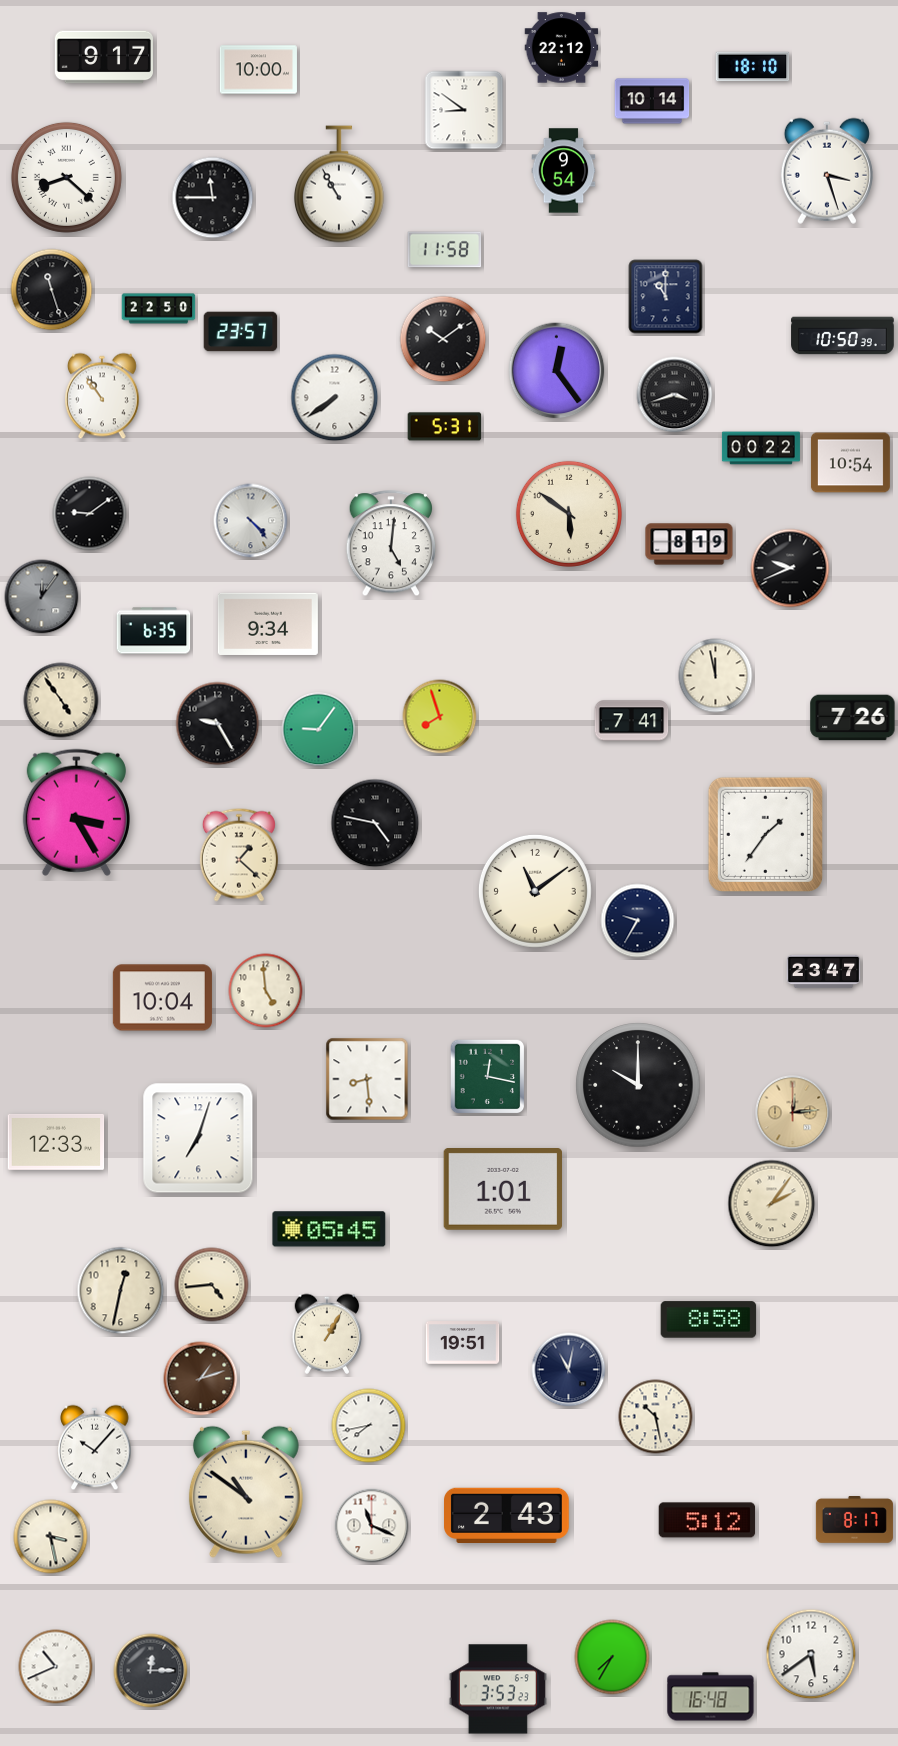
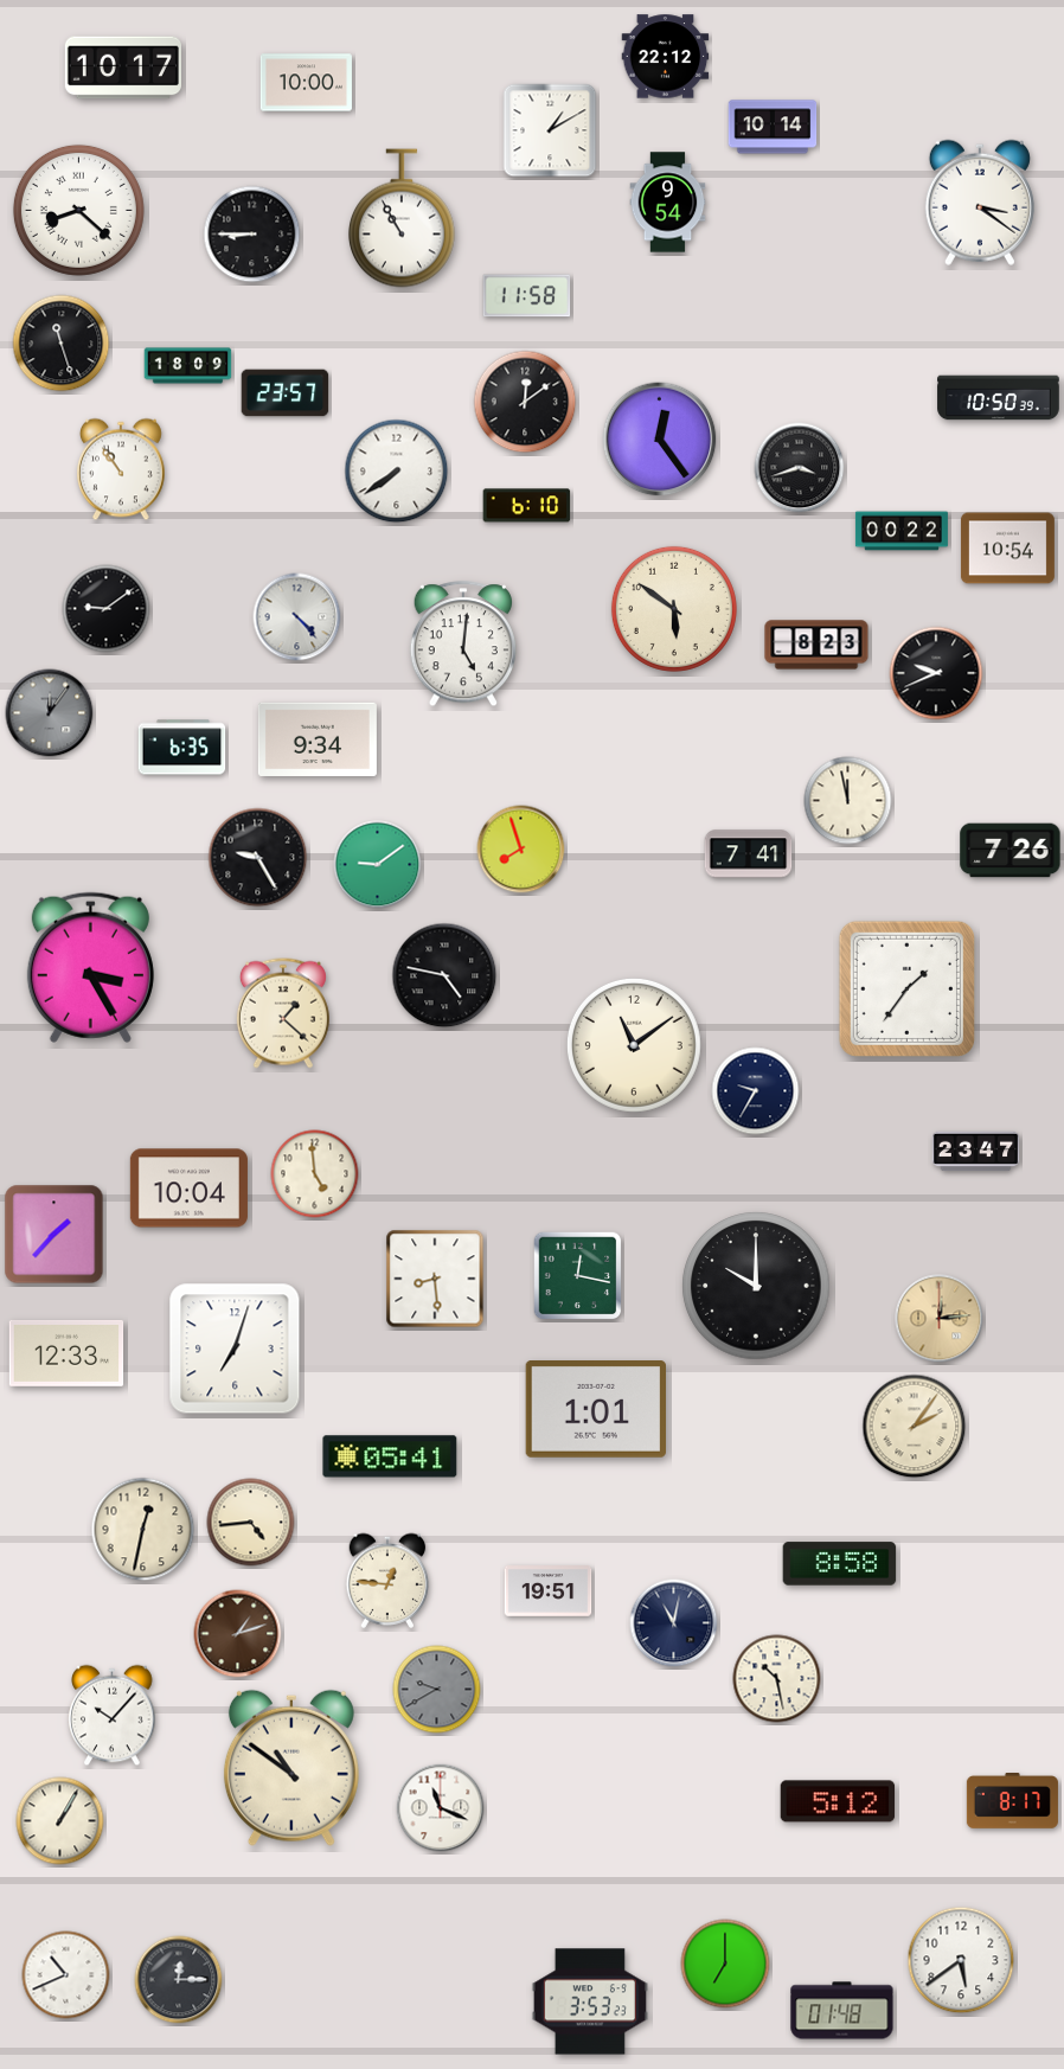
clock at (104, 57): 9:17 -> 10:17
clock at (753, 67): 18:10 -> none
clock at (652, 101) position: (652, 101) -> (773, 127)
clock at (464, 110): 8:51 -> 1:10
clock at (827, 171): 3:27 -> 3:21
clock at (213, 198): 11:45 -> 8:45
clock at (666, 297): 11:00 -> none
clock at (159, 309): 22:50 -> 18:09
clock at (443, 339): 10:09 -> 12:09
clock at (445, 427): 5:31 -> 6:10
clock at (689, 544): 8:19 -> 8:23
clock at (42, 597) position: (42, 597) -> (50, 713)
clock at (61, 700): 4:54 -> none
clock at (319, 730): 9:06 -> 9:09
clock at (76, 812) position: (76, 812) -> (90, 967)
clock at (535, 891) position: (535, 891) -> (634, 1045)
clock at (162, 998) position: (162, 998) -> (188, 1189)
clock at (55, 1235): none -> 1:37
clock at (329, 1229): 05:45 -> 05:41
clock at (327, 1334): 1:05 -> 12:46
clock at (369, 1426): 7:43 -> 9:40
clock at (369, 1426) dial: white -> grey
clock at (507, 1515): 2:43 -> none
clock at (51, 1537): 3:28 -> 1:05
clock at (612, 1657): 7:35 -> 7:00
clock at (711, 1697): 16:48 -> 01:48
